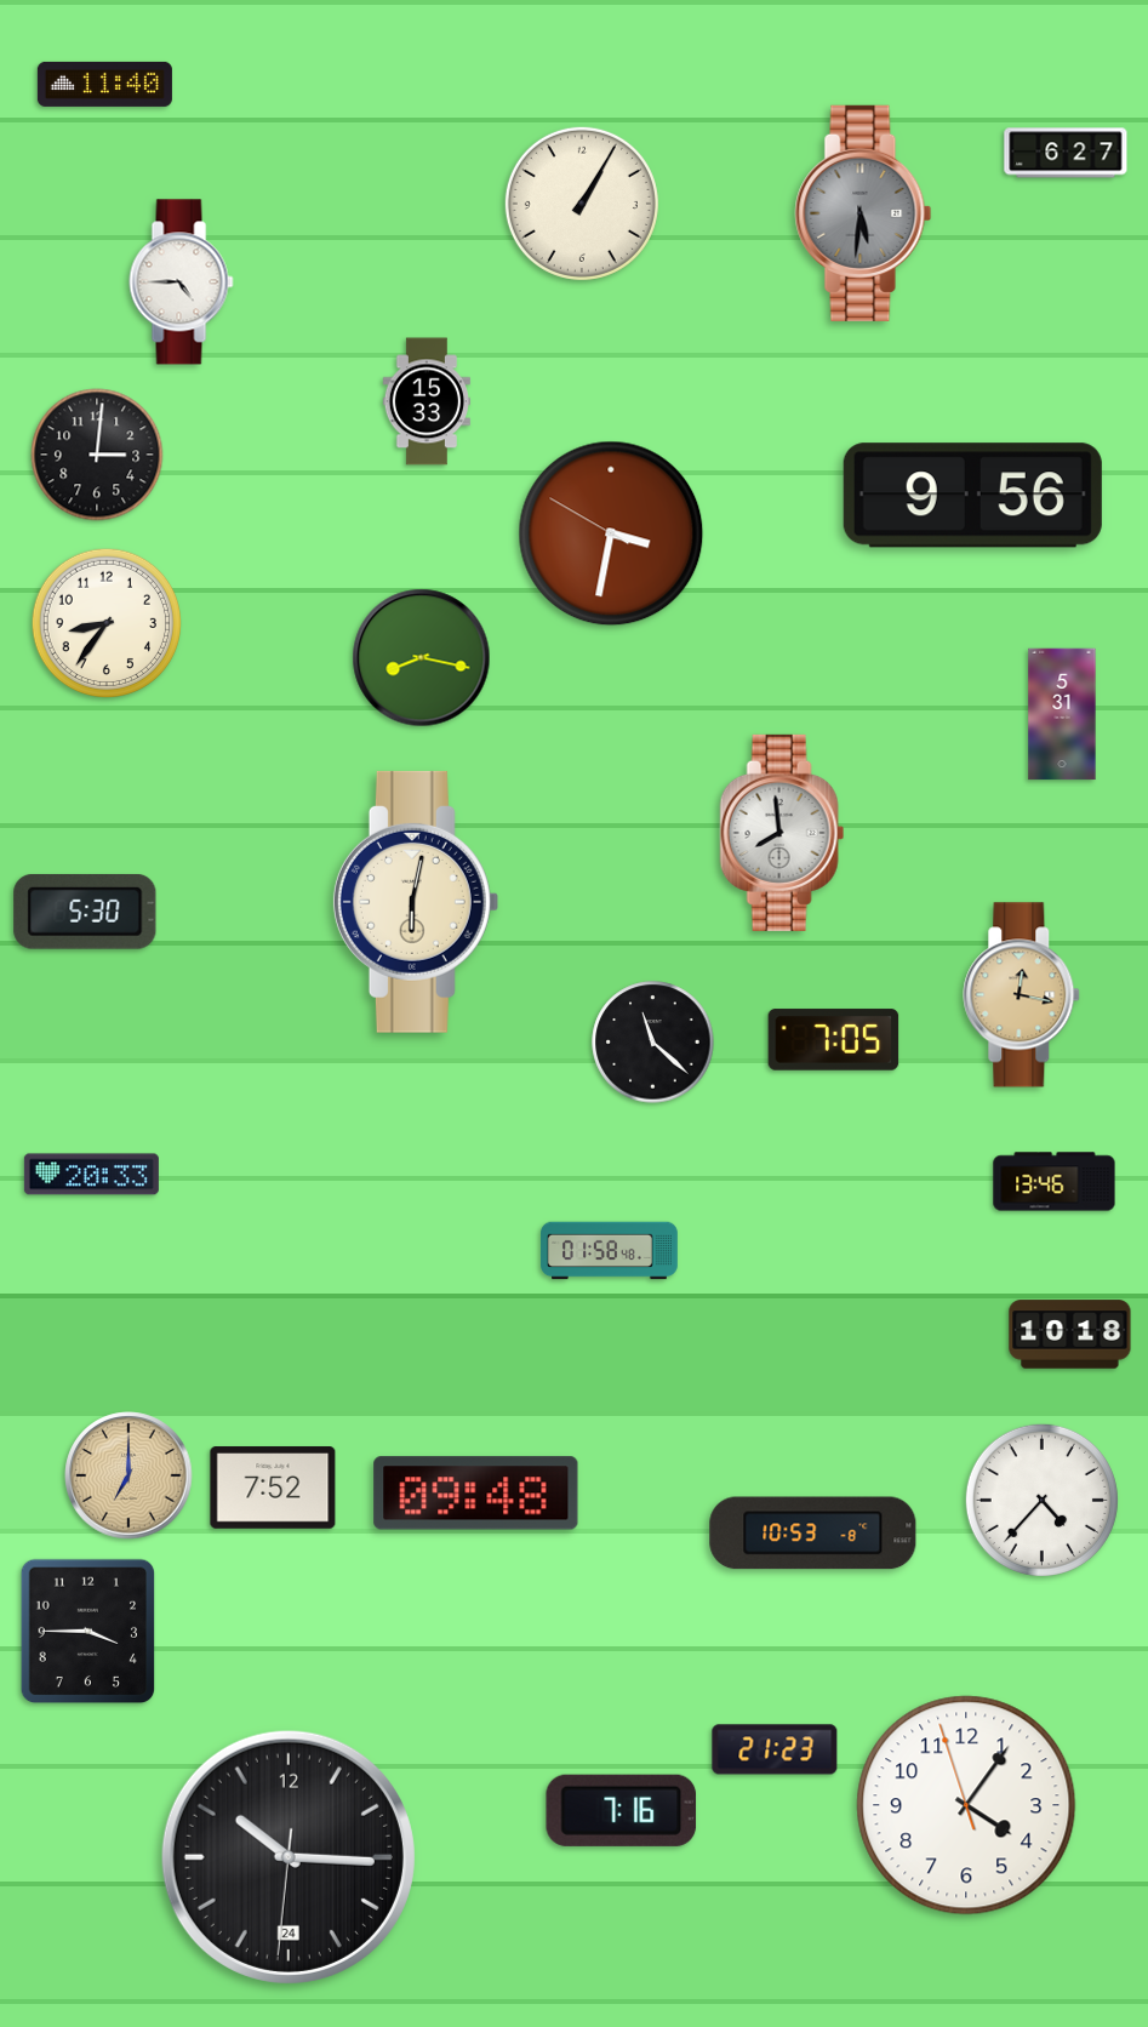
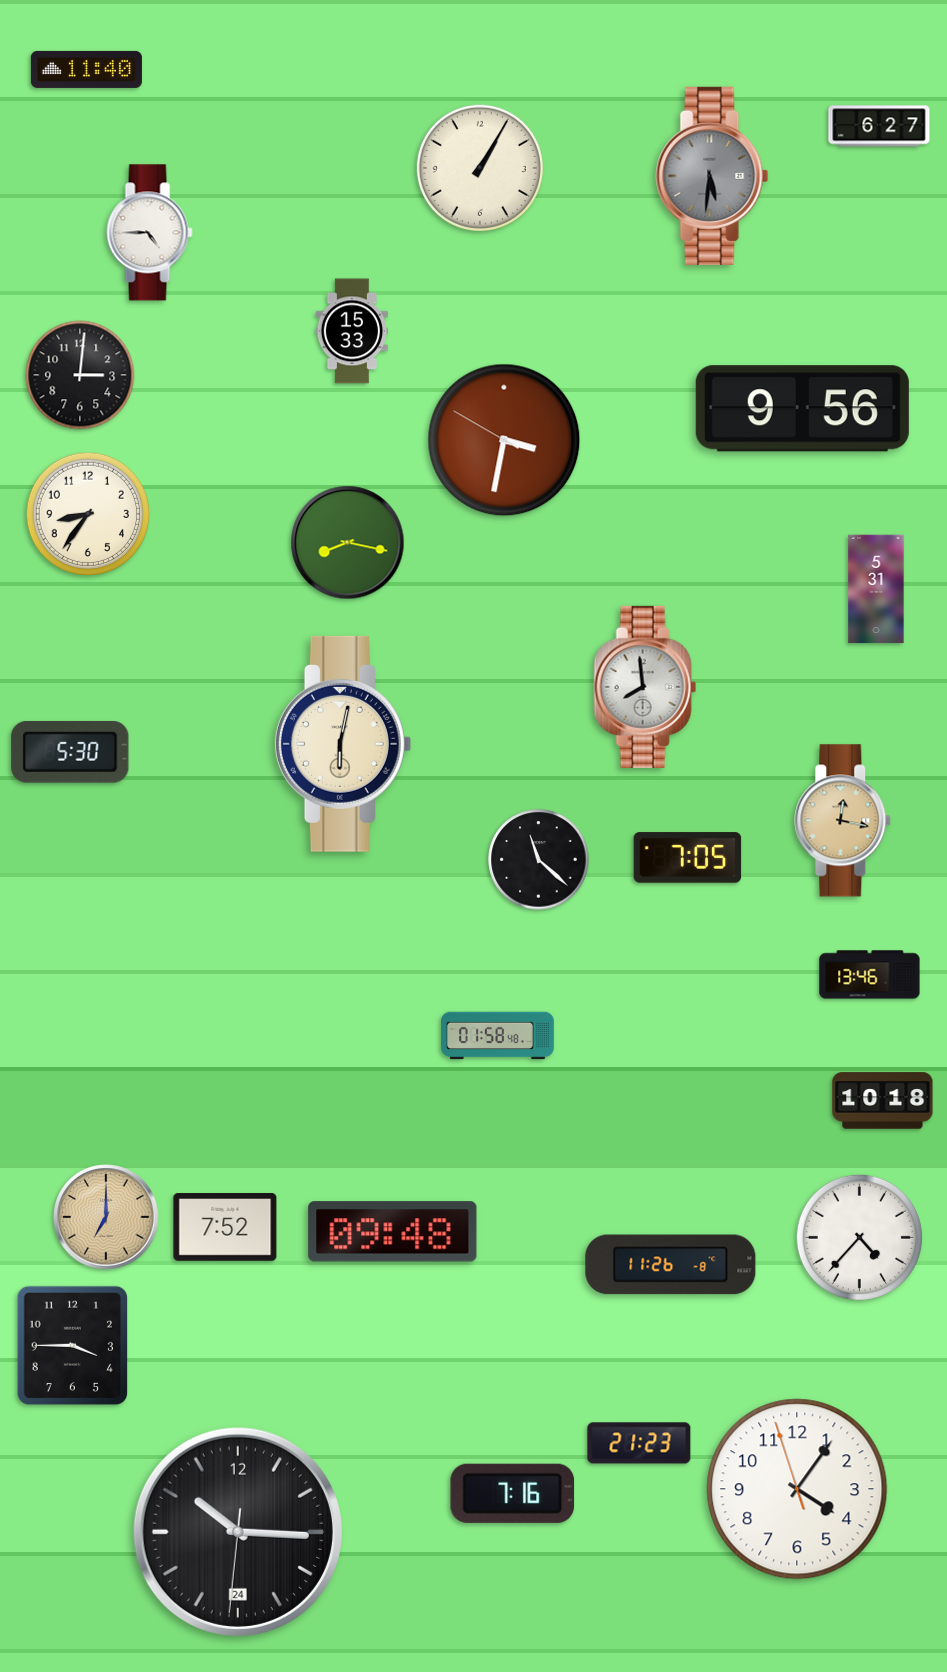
clock at (91, 1175): 20:33 -> none
clock at (610, 1251) position: (610, 1251) -> (498, 1036)
clock at (813, 1534): 10:53 -> 11:26
